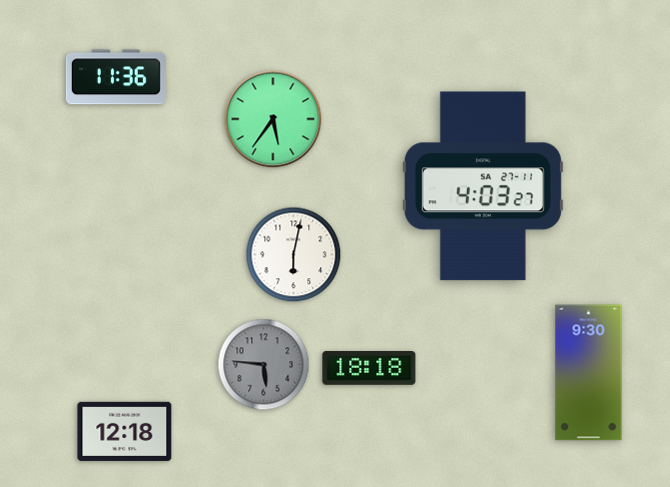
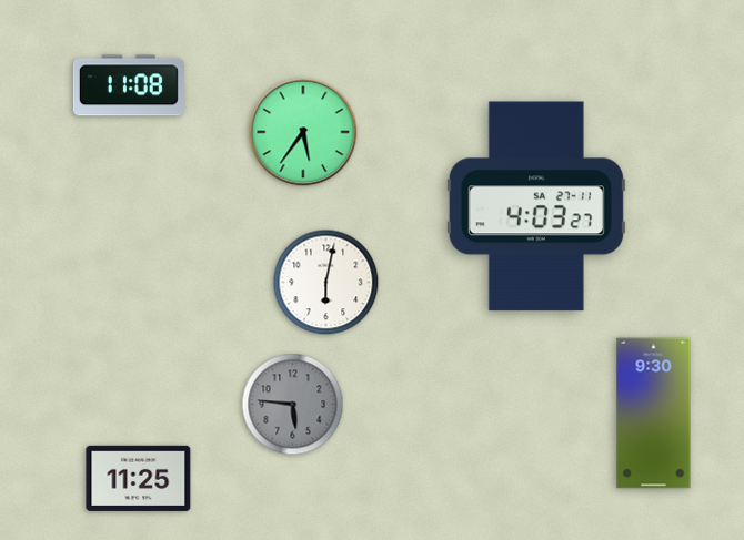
clock at (116, 77): 11:36 -> 11:08
clock at (369, 369): 18:18 -> none
clock at (125, 431): 12:18 -> 11:25
